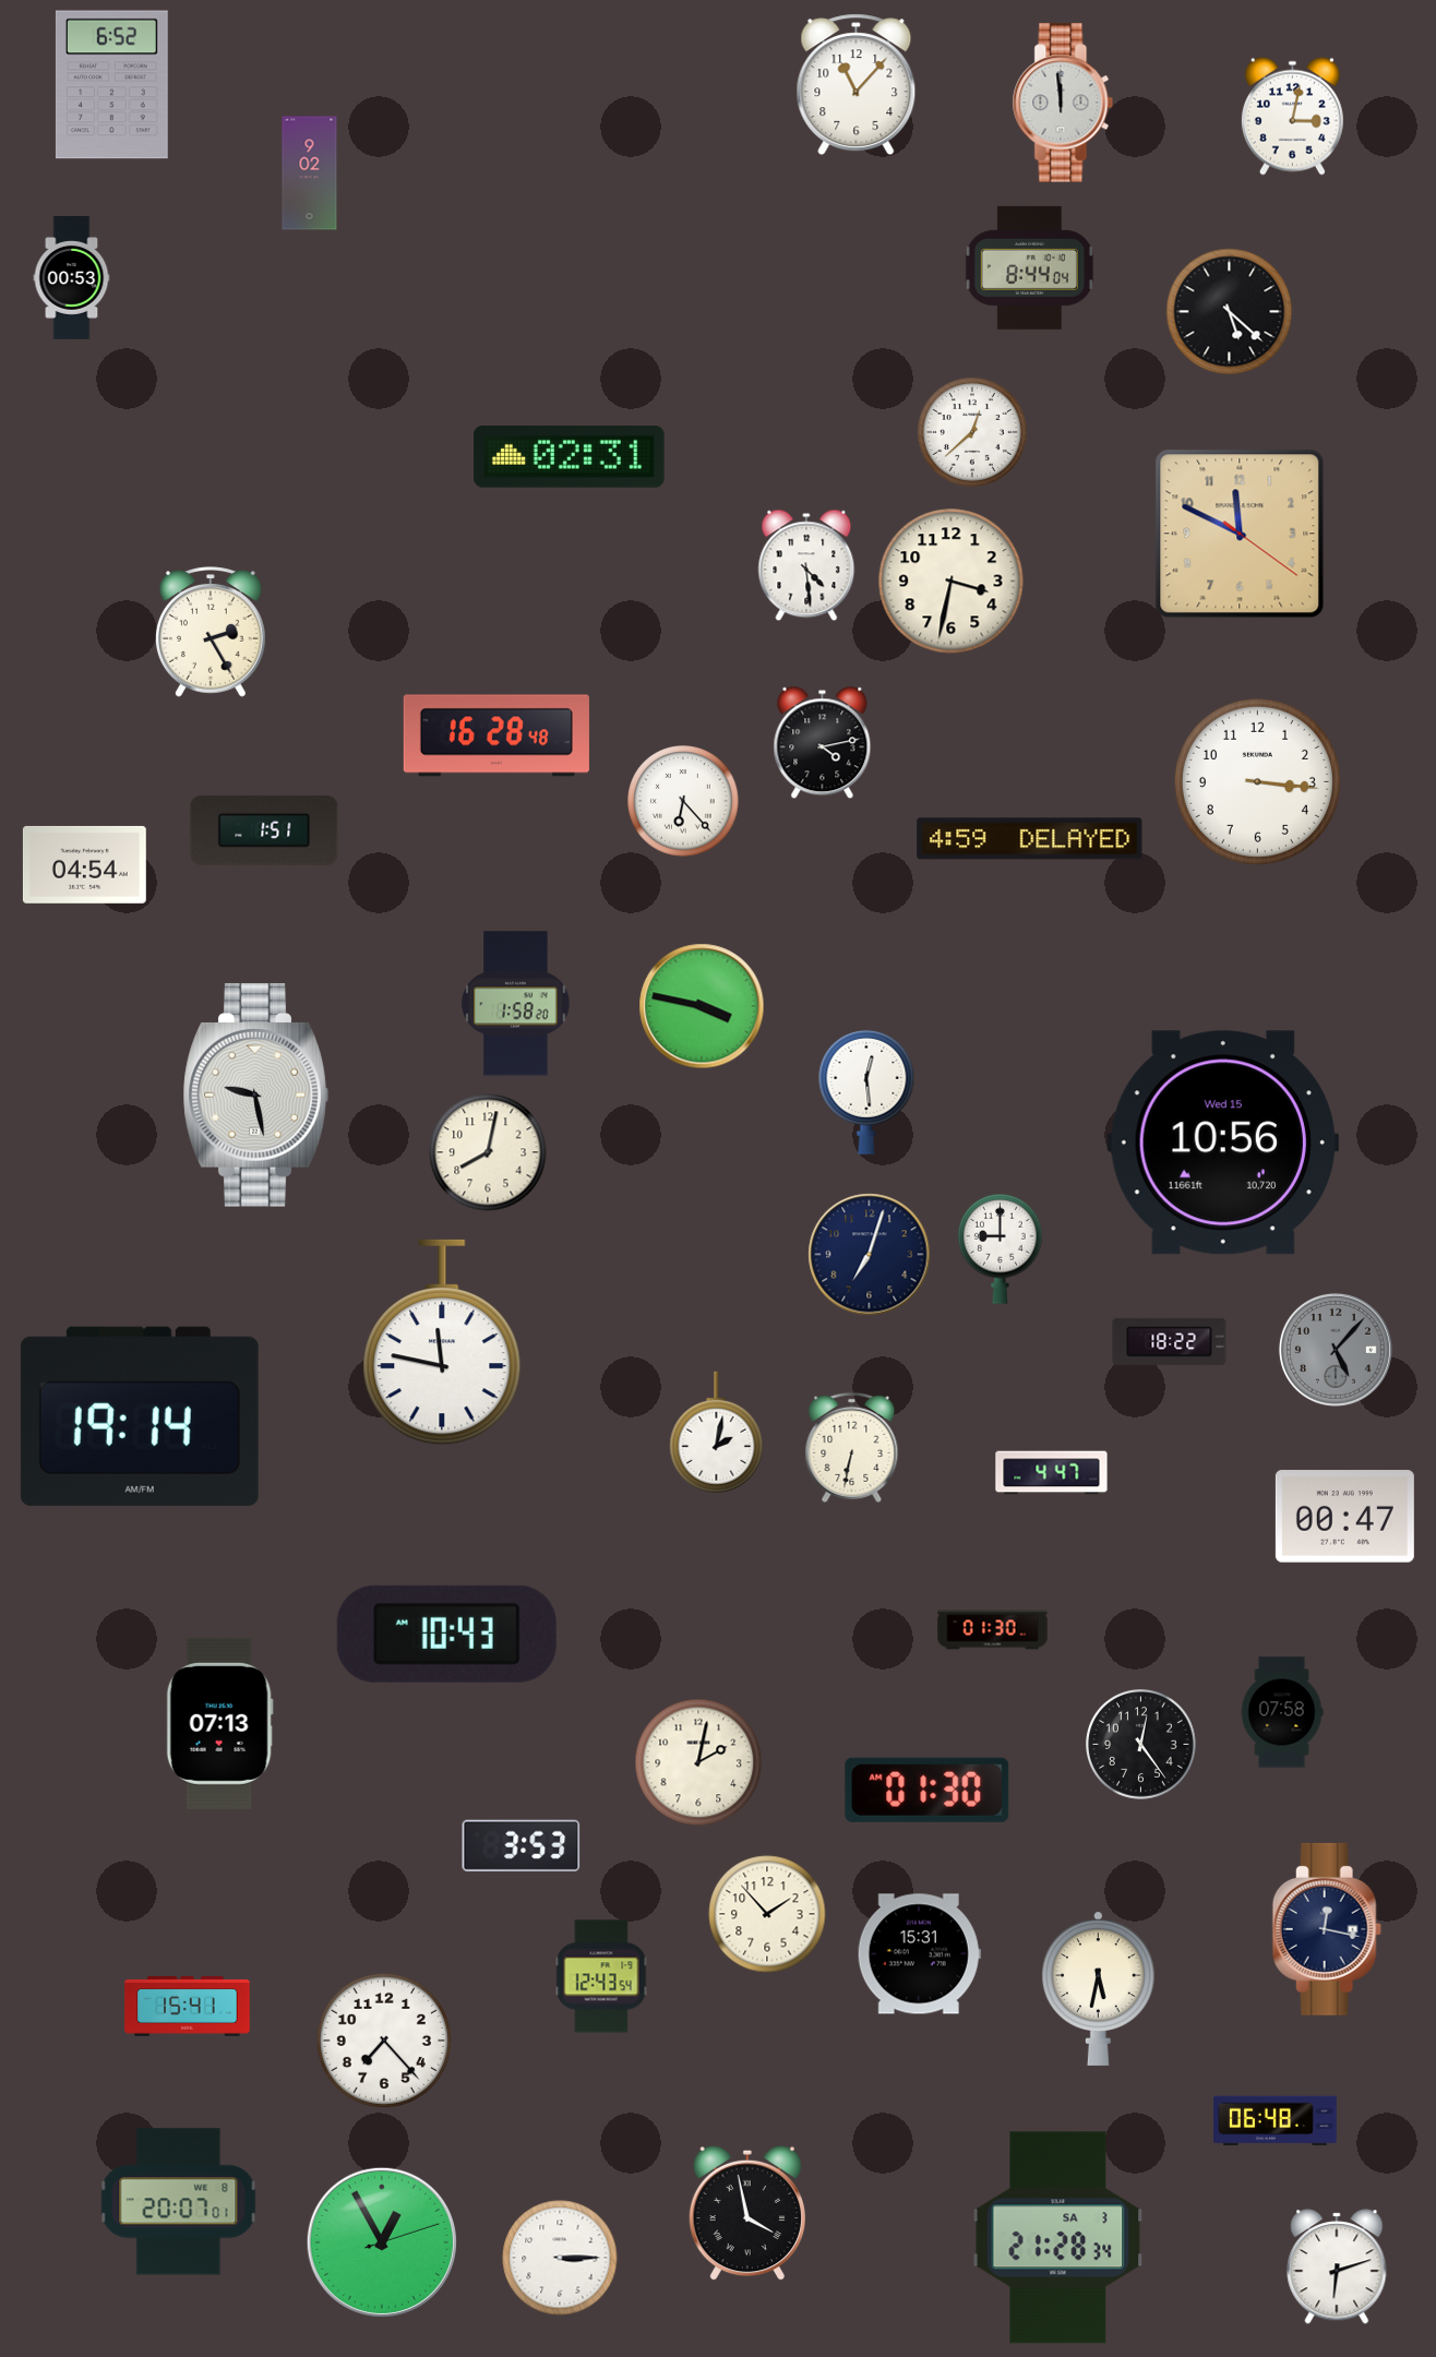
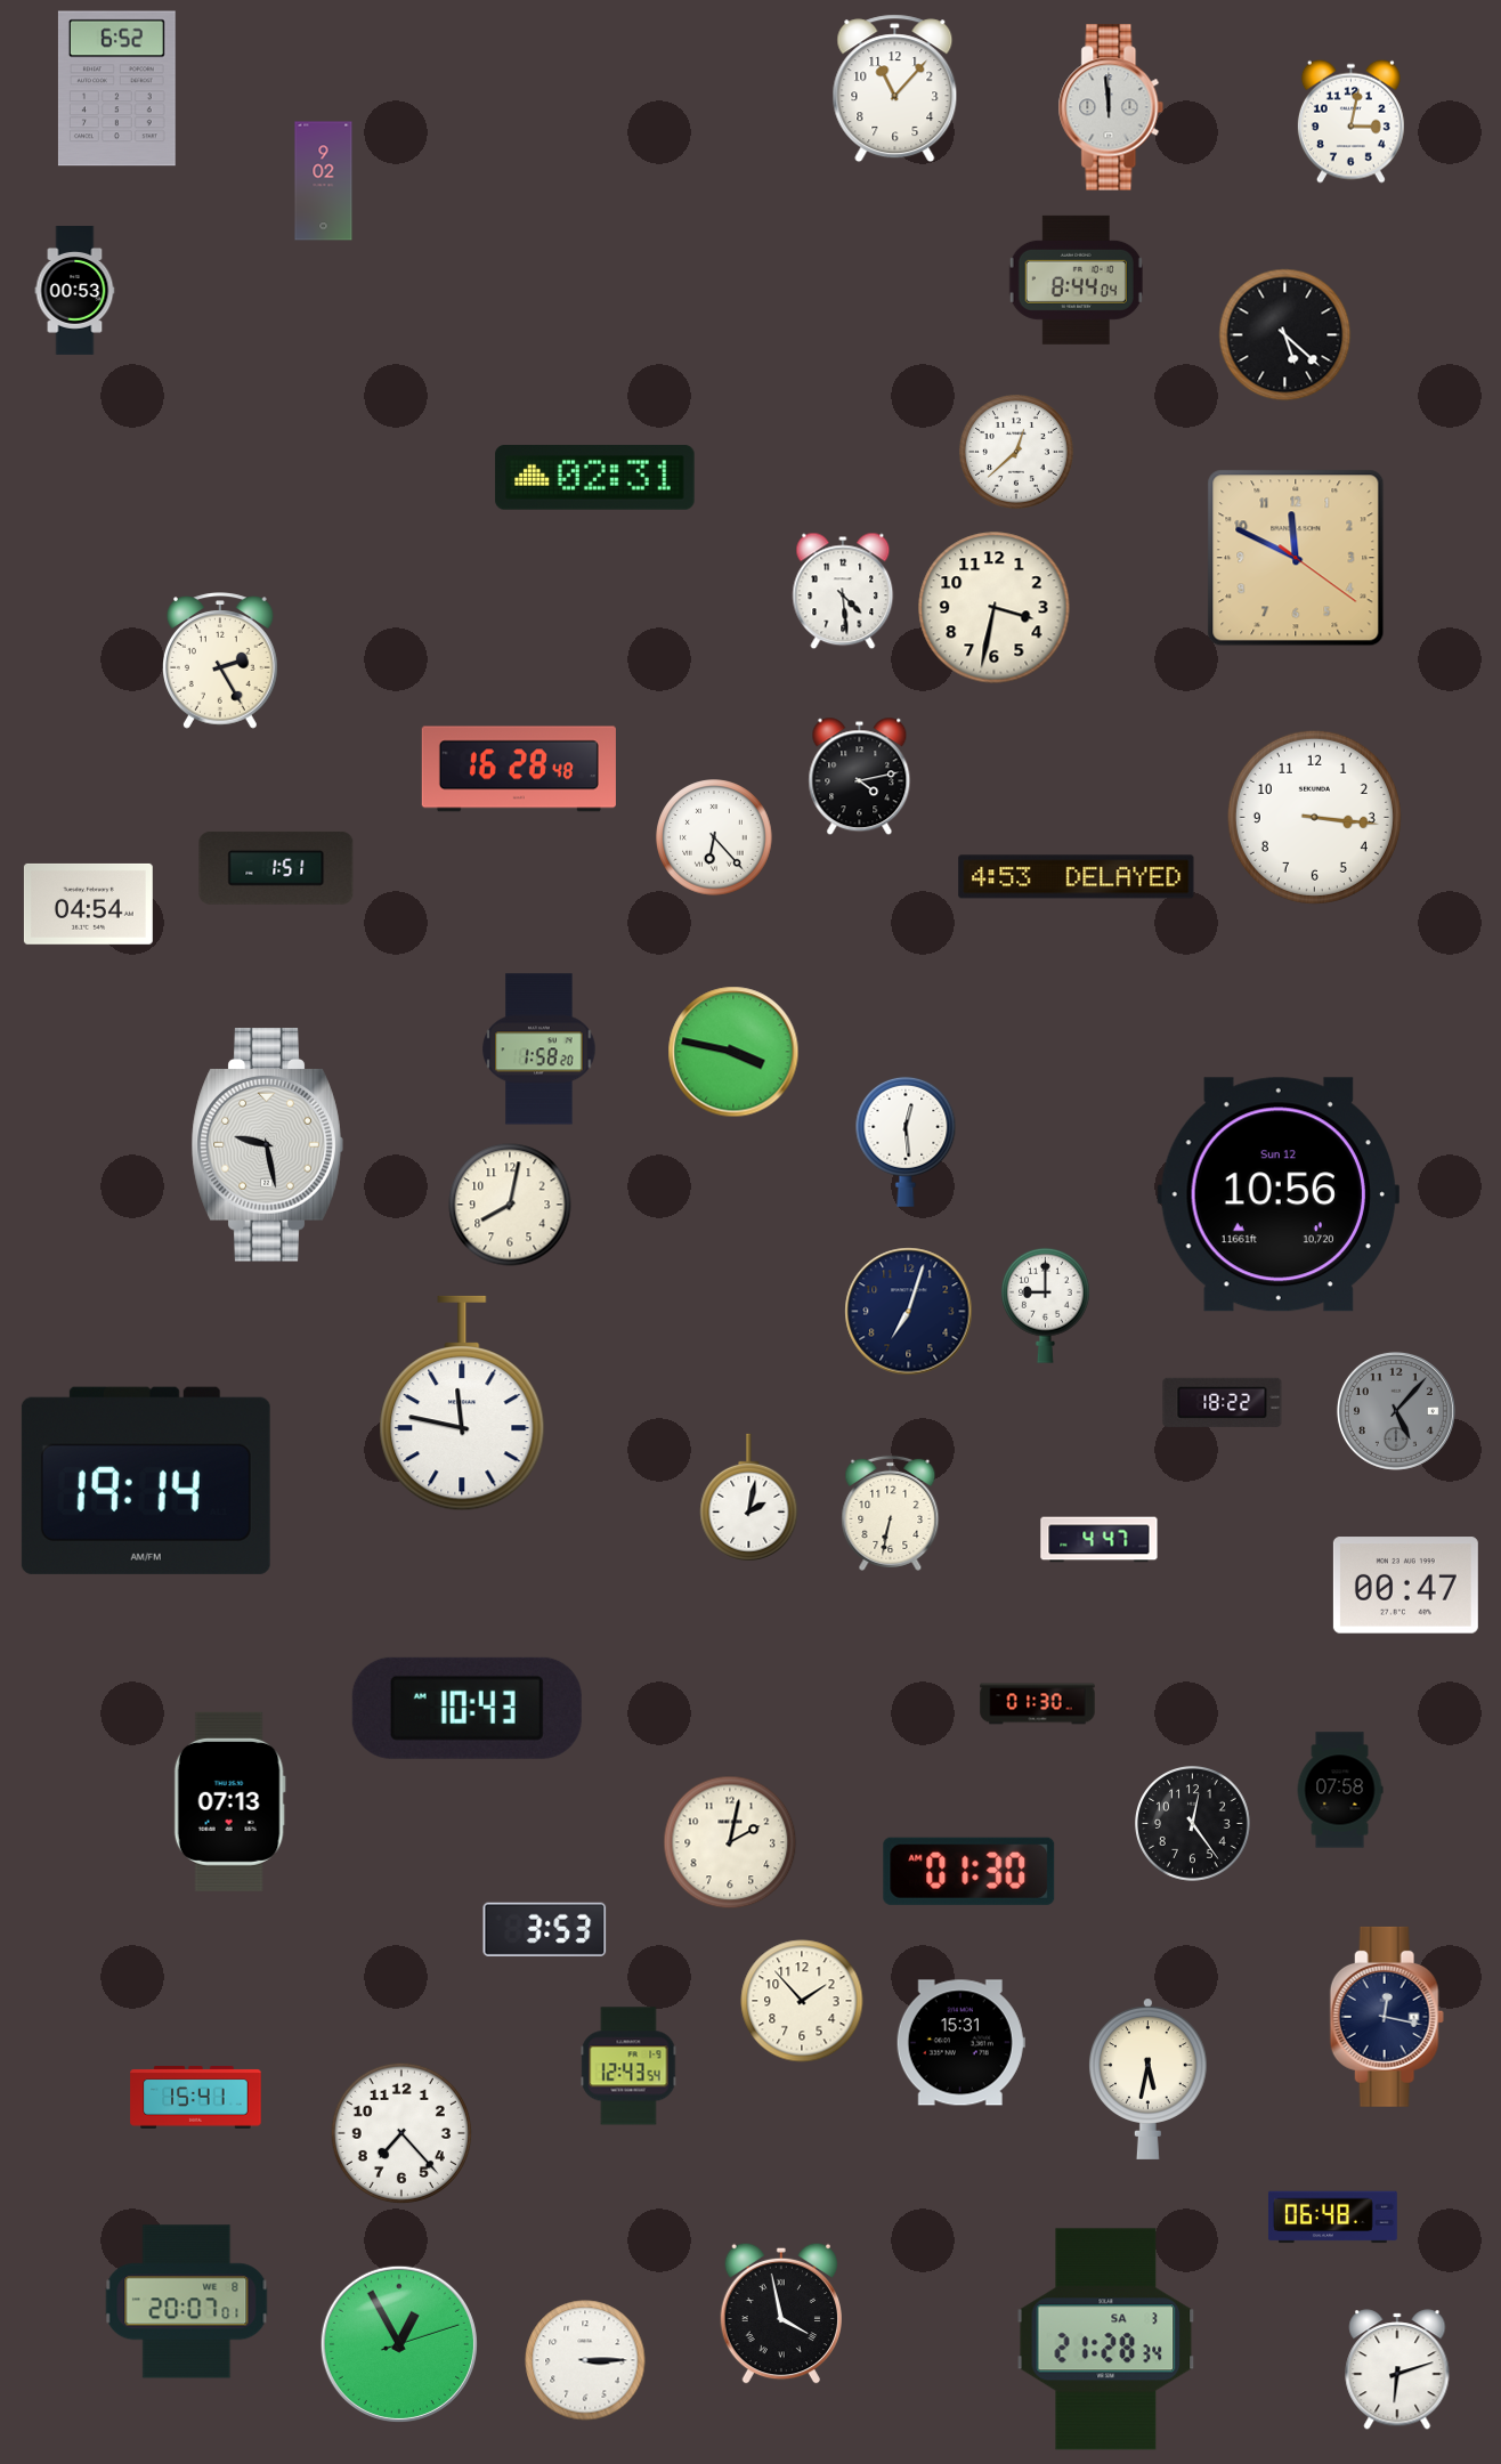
clock at (1230, 312) position: (1230, 312) -> (1285, 335)
clock at (1030, 839): 4:59 -> 4:53
clock at (1222, 1142) date: Wed 15 -> Sun 12
